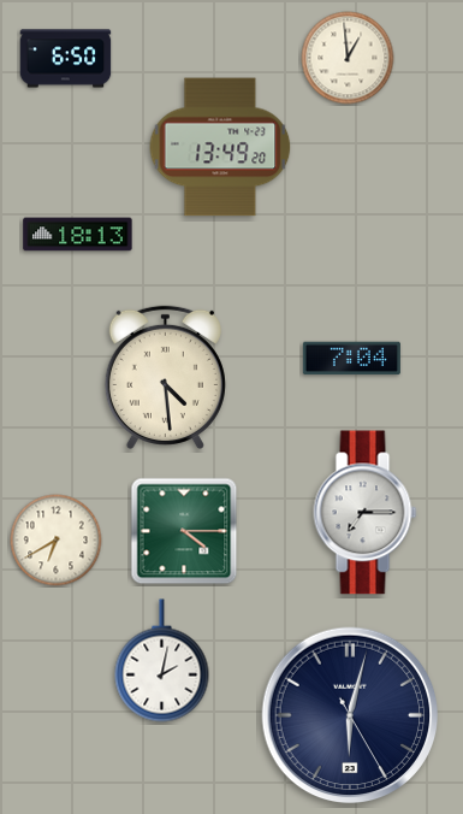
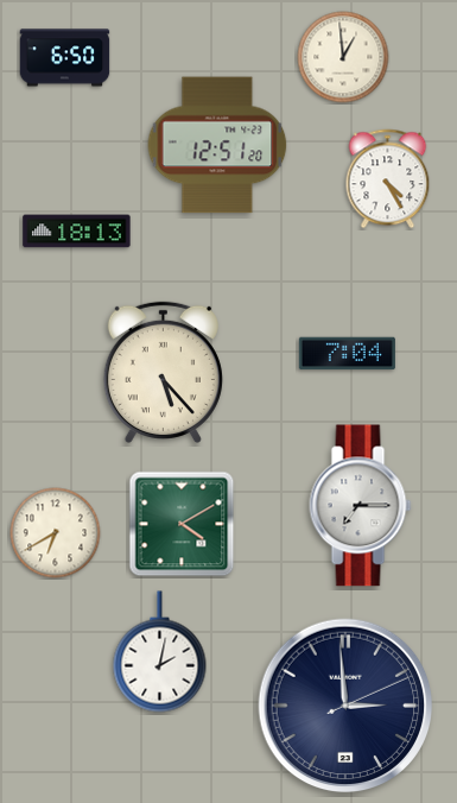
clock at (220, 147): 13:49 -> 12:51
clock at (388, 179): none -> 4:25
clock at (165, 377): 4:29 -> 5:23
clock at (184, 531): 4:15 -> 4:10
clock at (350, 715): 6:02 -> 2:59
